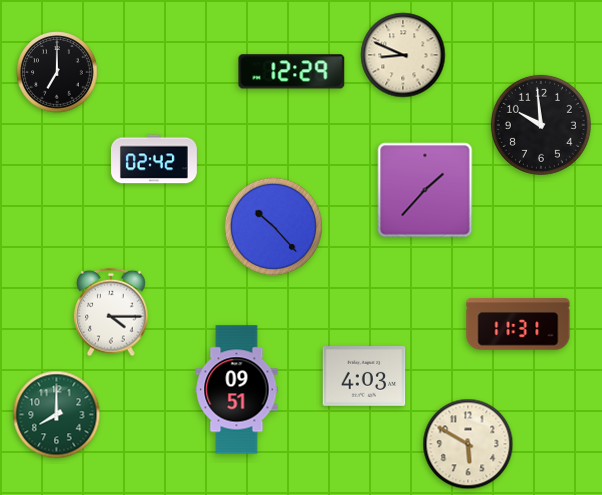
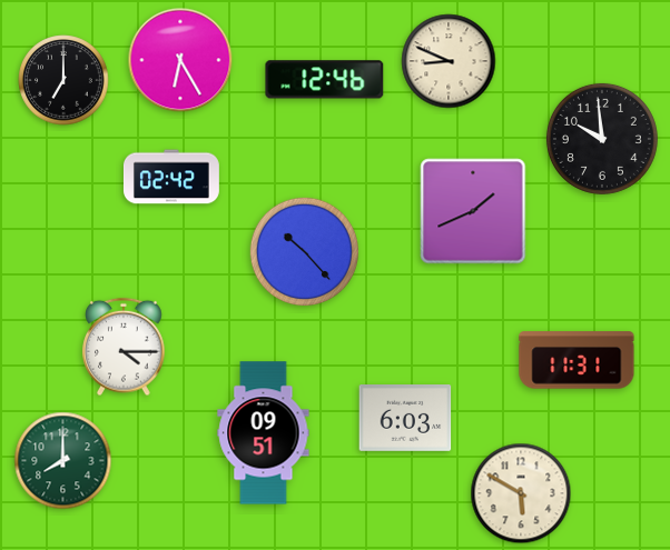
clock at (180, 60): none -> 6:25
clock at (292, 72): 12:29 -> 12:46
clock at (425, 190): 1:37 -> 1:41
clock at (364, 377): 4:03 -> 6:03
